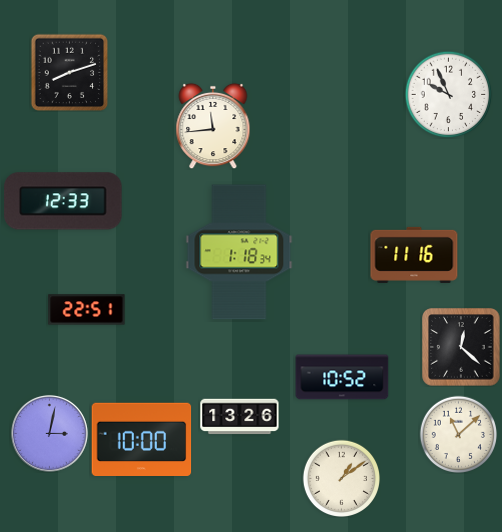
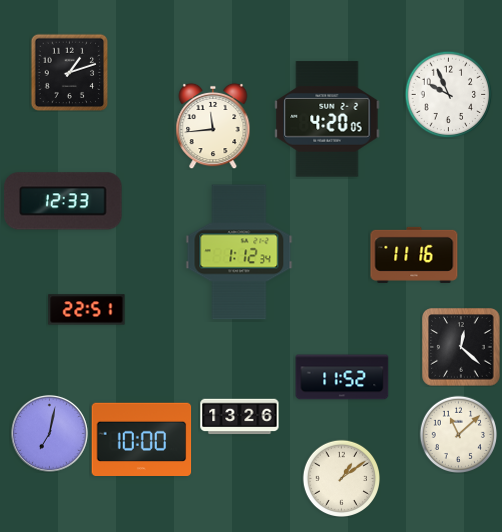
clock at (69, 72): 8:12 -> 1:12
clock at (327, 119): none -> 4:20
clock at (239, 252): 1:18 -> 1:12
clock at (342, 377): 10:52 -> 11:52
clock at (49, 433): 3:02 -> 7:02
